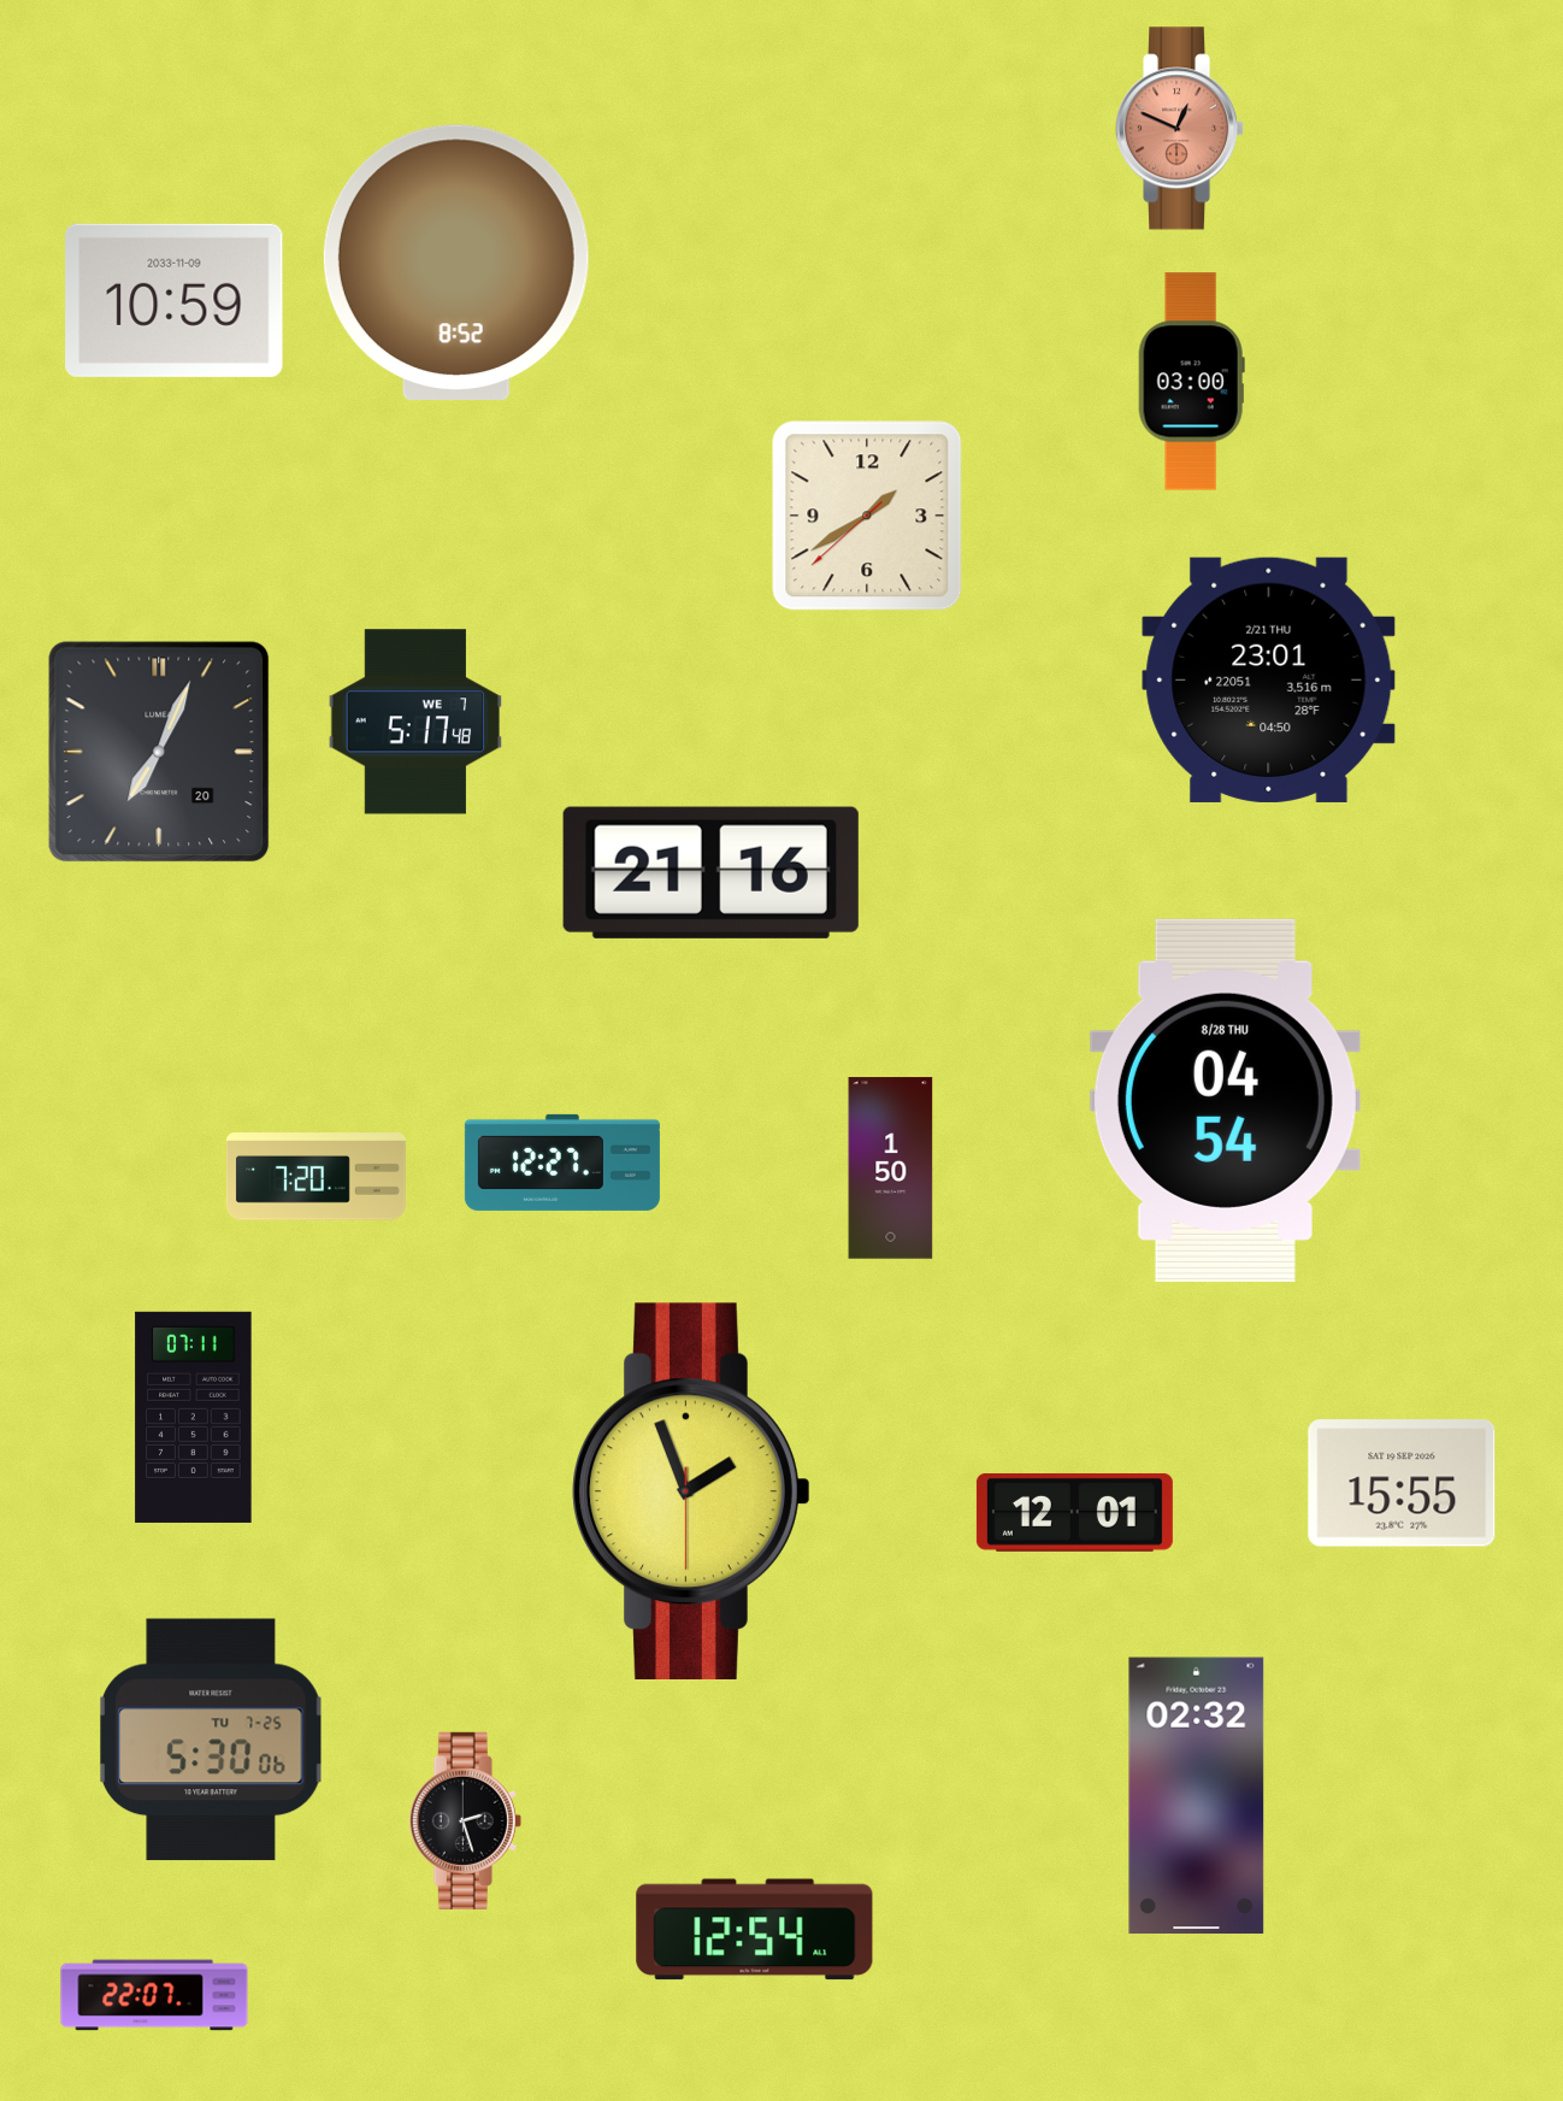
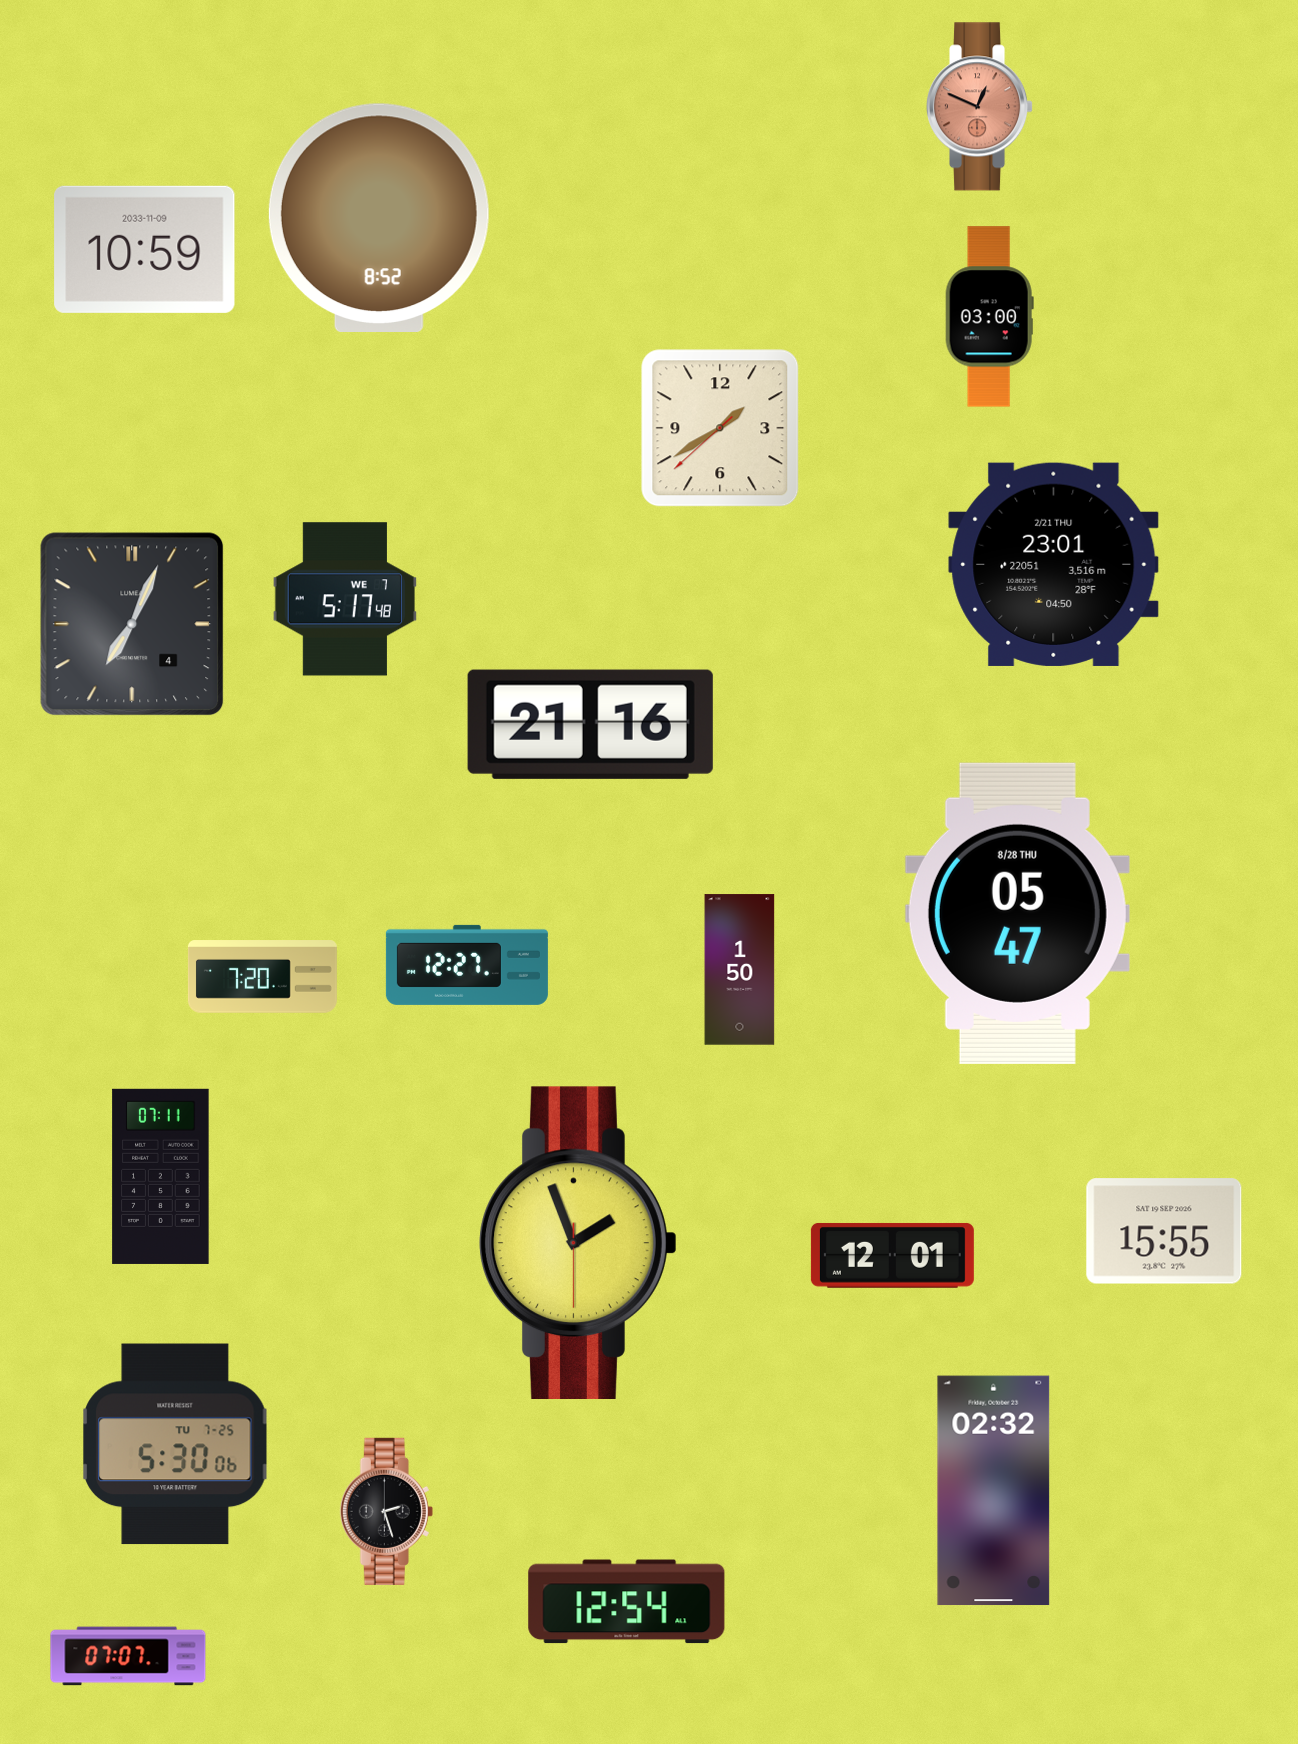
clock at (159, 752) date: 20 -> 4
clock at (1225, 1100): 04:54 -> 05:47
clock at (691, 1490) position: (691, 1490) -> (578, 1242)
clock at (154, 1995): 22:07 -> 07:07
